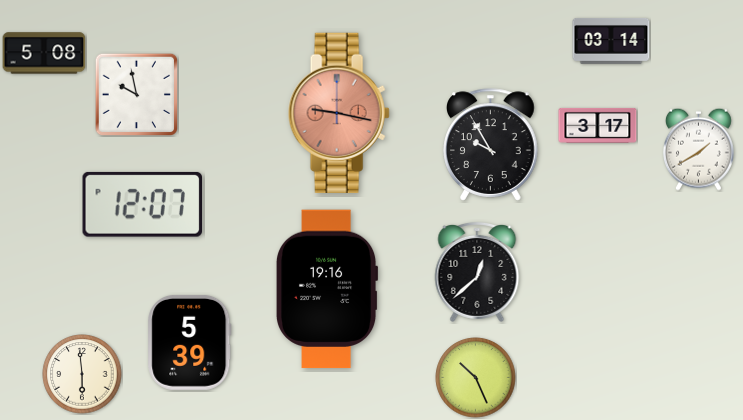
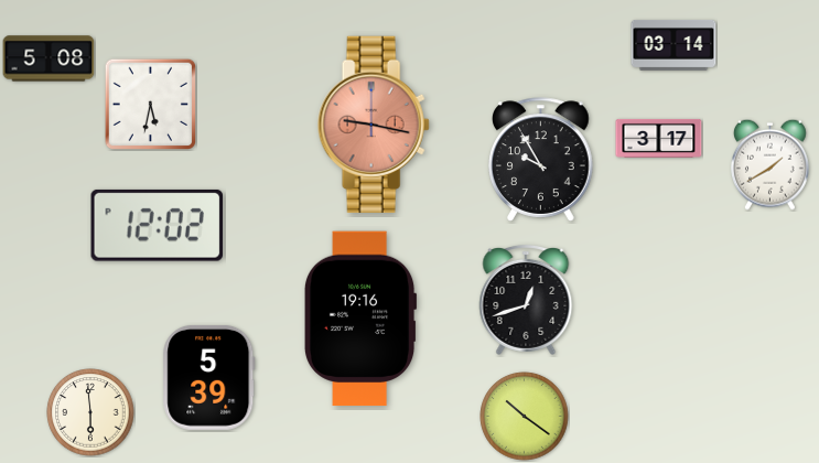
clock at (136, 94): 9:58 -> 5:32
clock at (142, 204): 12:07 -> 12:02
clock at (477, 272): 12:38 -> 12:42
clock at (476, 378): 10:26 -> 10:21
